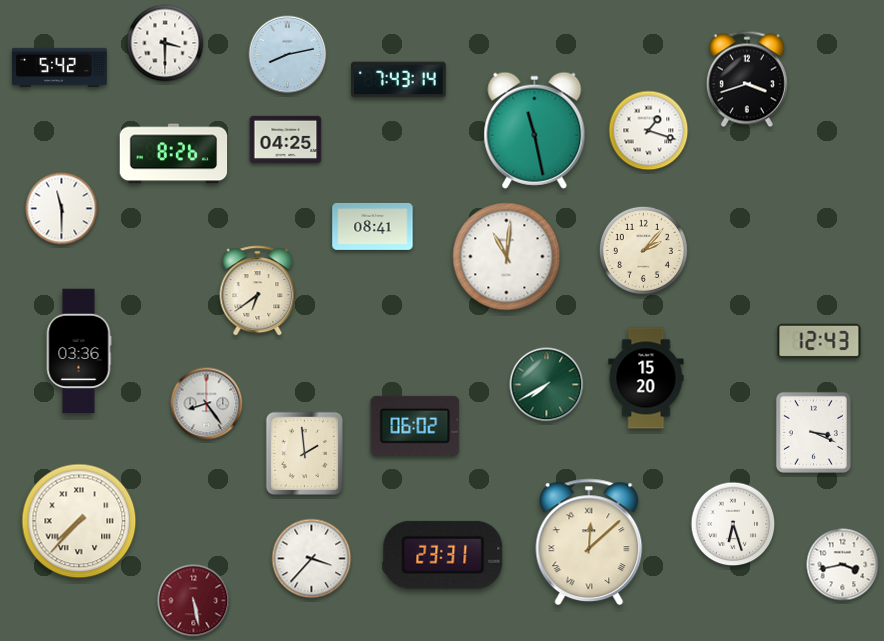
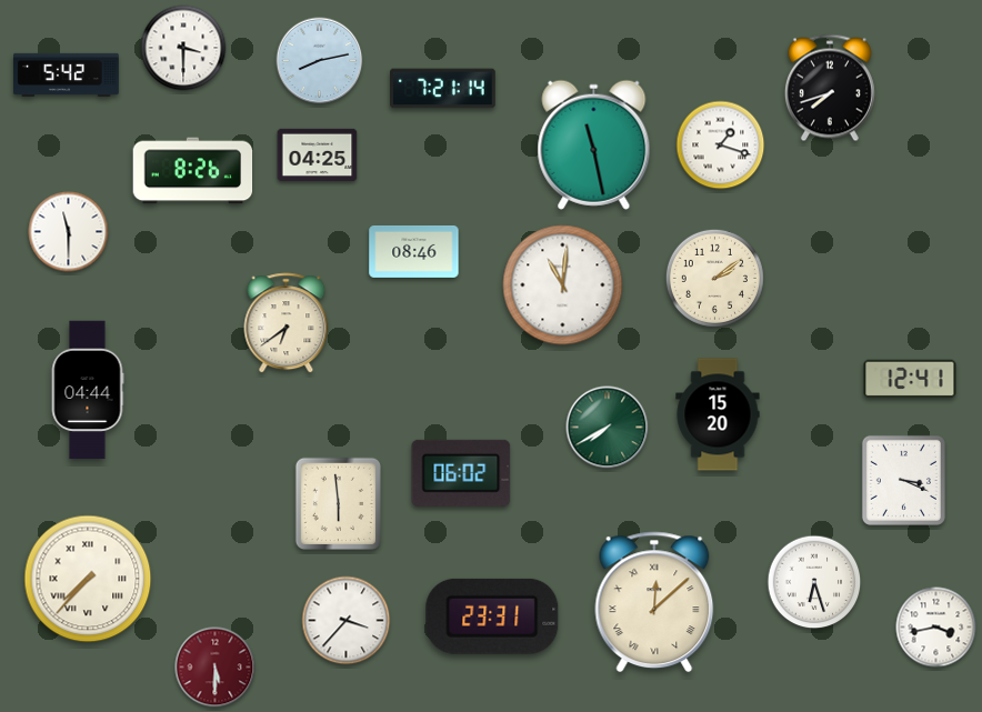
clock at (747, 79): 3:42 -> 7:42
clock at (399, 80): 7:43 -> 7:21
clock at (373, 226): 08:41 -> 08:46
clock at (643, 250): 2:07 -> 2:09
clock at (819, 341): 12:43 -> 12:41
clock at (79, 351): 03:36 -> 04:44
clock at (646, 378) position: (646, 378) -> (718, 414)
clock at (207, 404): 8:24 -> none
clock at (304, 453): 1:59 -> 5:59
clock at (194, 601): 5:28 -> 5:30
